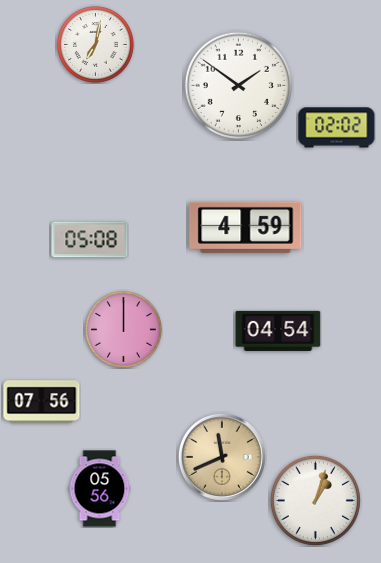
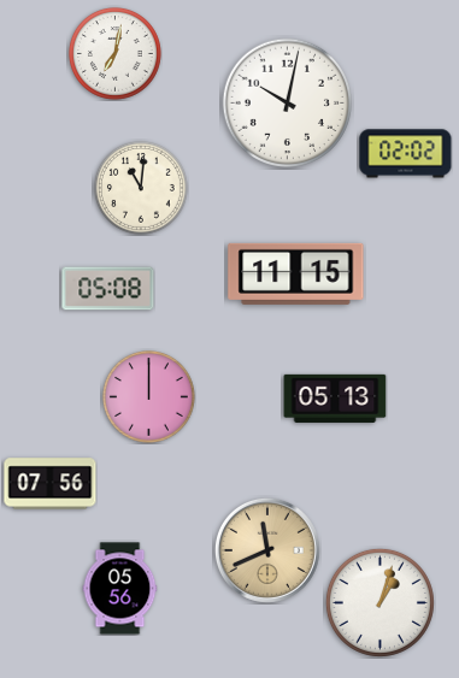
clock at (238, 85): 1:51 -> 10:02
clock at (141, 188): none -> 11:01
clock at (246, 227): 4:59 -> 11:15
clock at (278, 331): 04:54 -> 05:13
